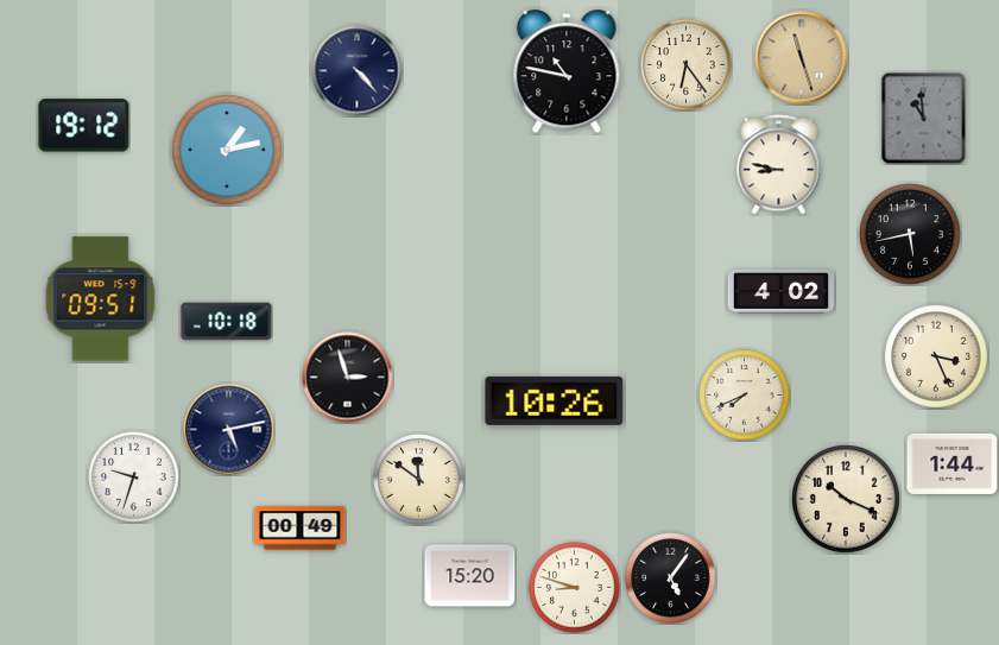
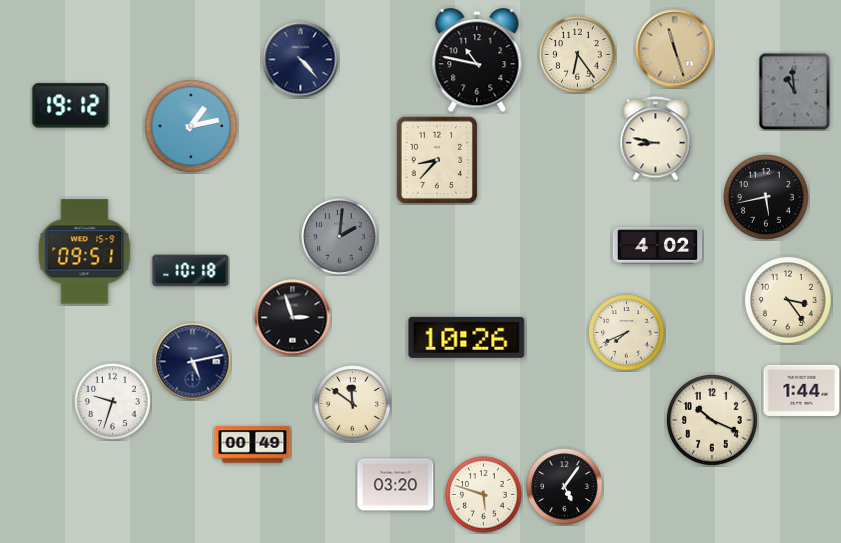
clock at (924, 118) position: (924, 118) -> (795, 91)
clock at (437, 160): none -> 8:37
clock at (340, 237): none -> 2:01
clock at (936, 356): 3:26 -> 3:24
clock at (470, 576): 15:20 -> 03:20
clock at (575, 588): 8:48 -> 5:48
